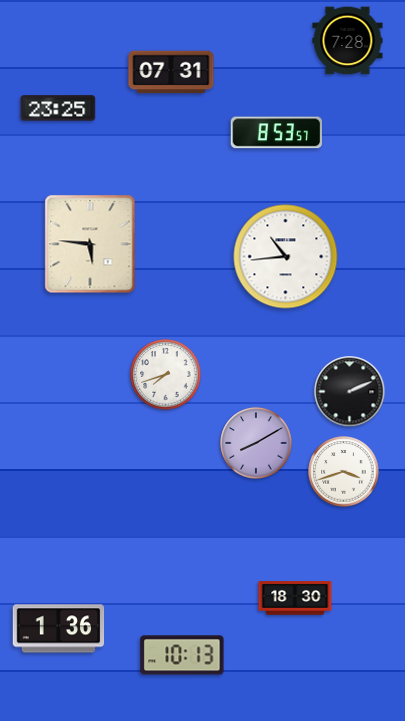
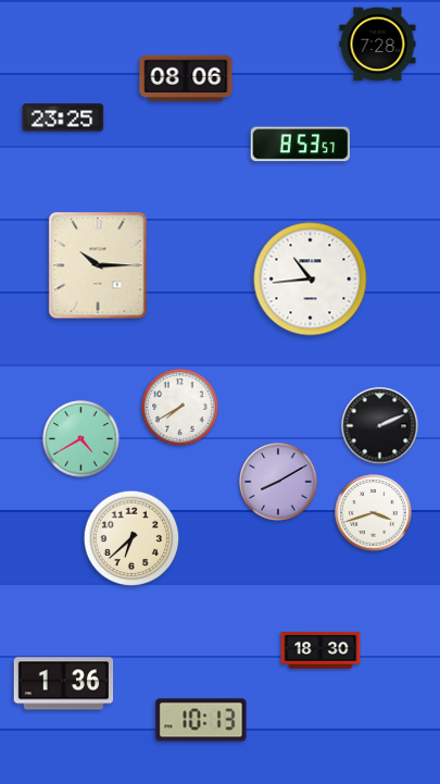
clock at (171, 72): 07:31 -> 08:06
clock at (90, 244): 5:46 -> 10:15
clock at (166, 375): 7:42 -> 7:40
clock at (81, 439): none -> 4:40
clock at (131, 538): none -> 6:38
clock at (182, 655) position: (182, 655) -> (201, 720)
